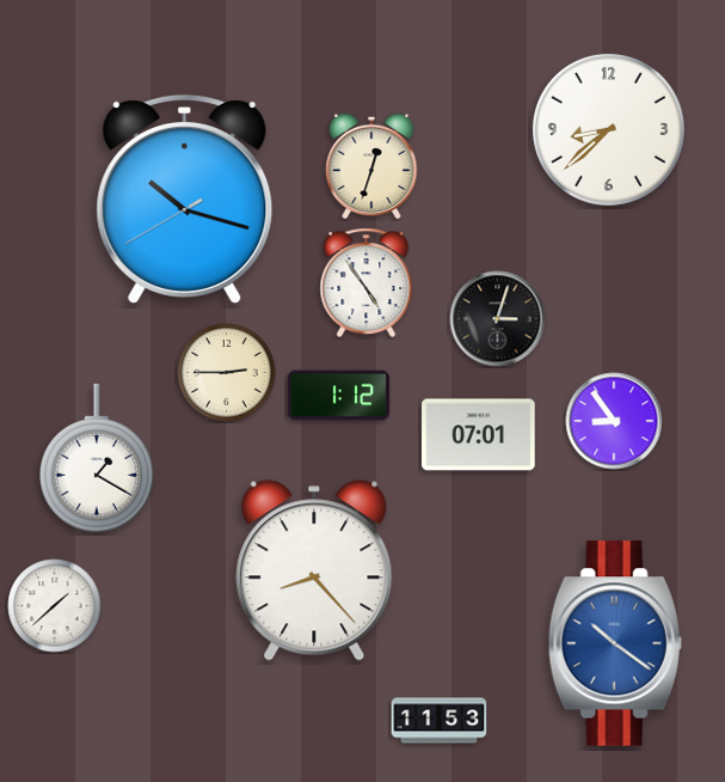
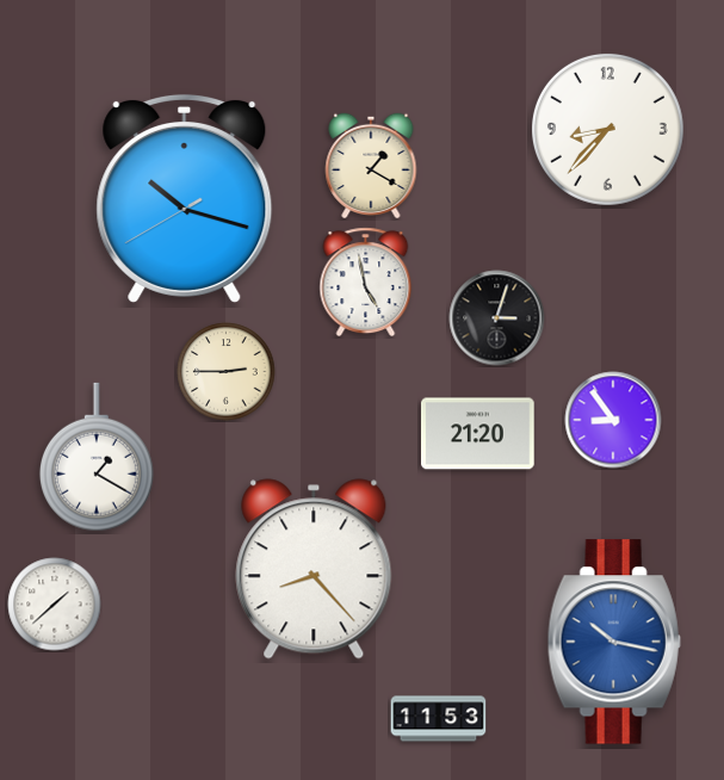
clock at (608, 129): 8:38 -> 8:37
clock at (371, 166): 12:33 -> 1:20
clock at (367, 283): 4:54 -> 4:58
clock at (339, 396): 1:12 -> none
clock at (479, 435): 07:01 -> 21:20
clock at (615, 643): 10:21 -> 10:17
